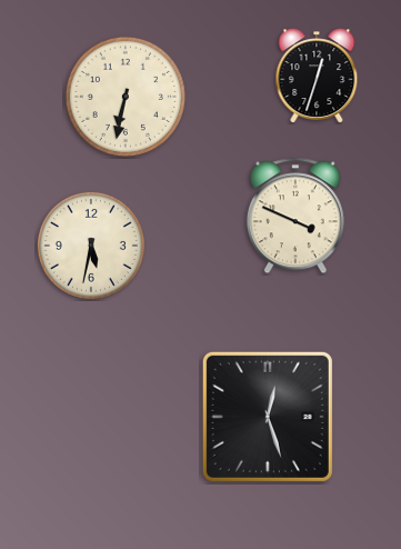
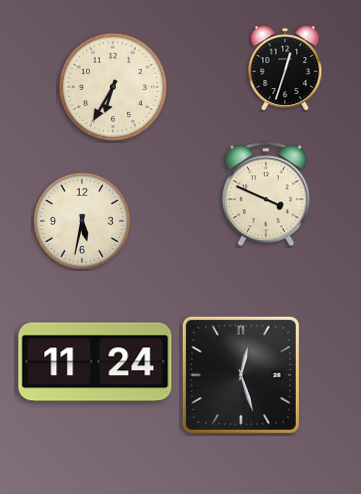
clock at (126, 97): 6:32 -> 6:35
clock at (95, 362): none -> 11:24
